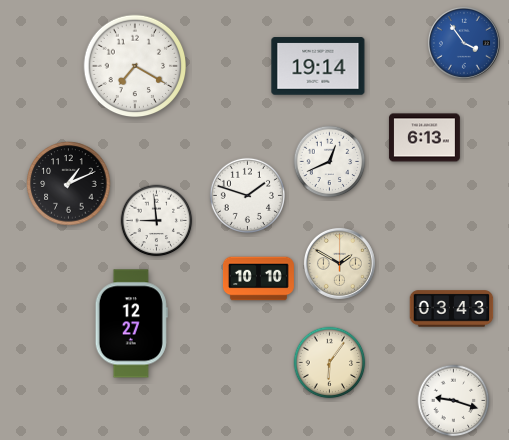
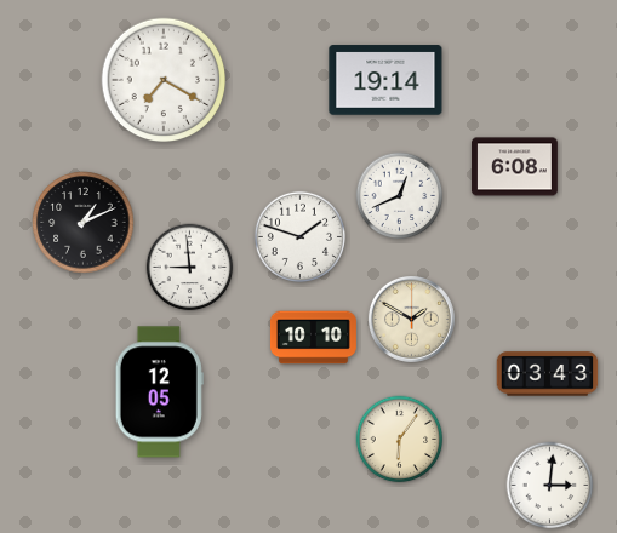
clock at (464, 43): 3:54 -> none
clock at (424, 138): 6:13 -> 6:08
clock at (131, 324): 12:27 -> 12:05
clock at (454, 401): 9:18 -> 3:01
